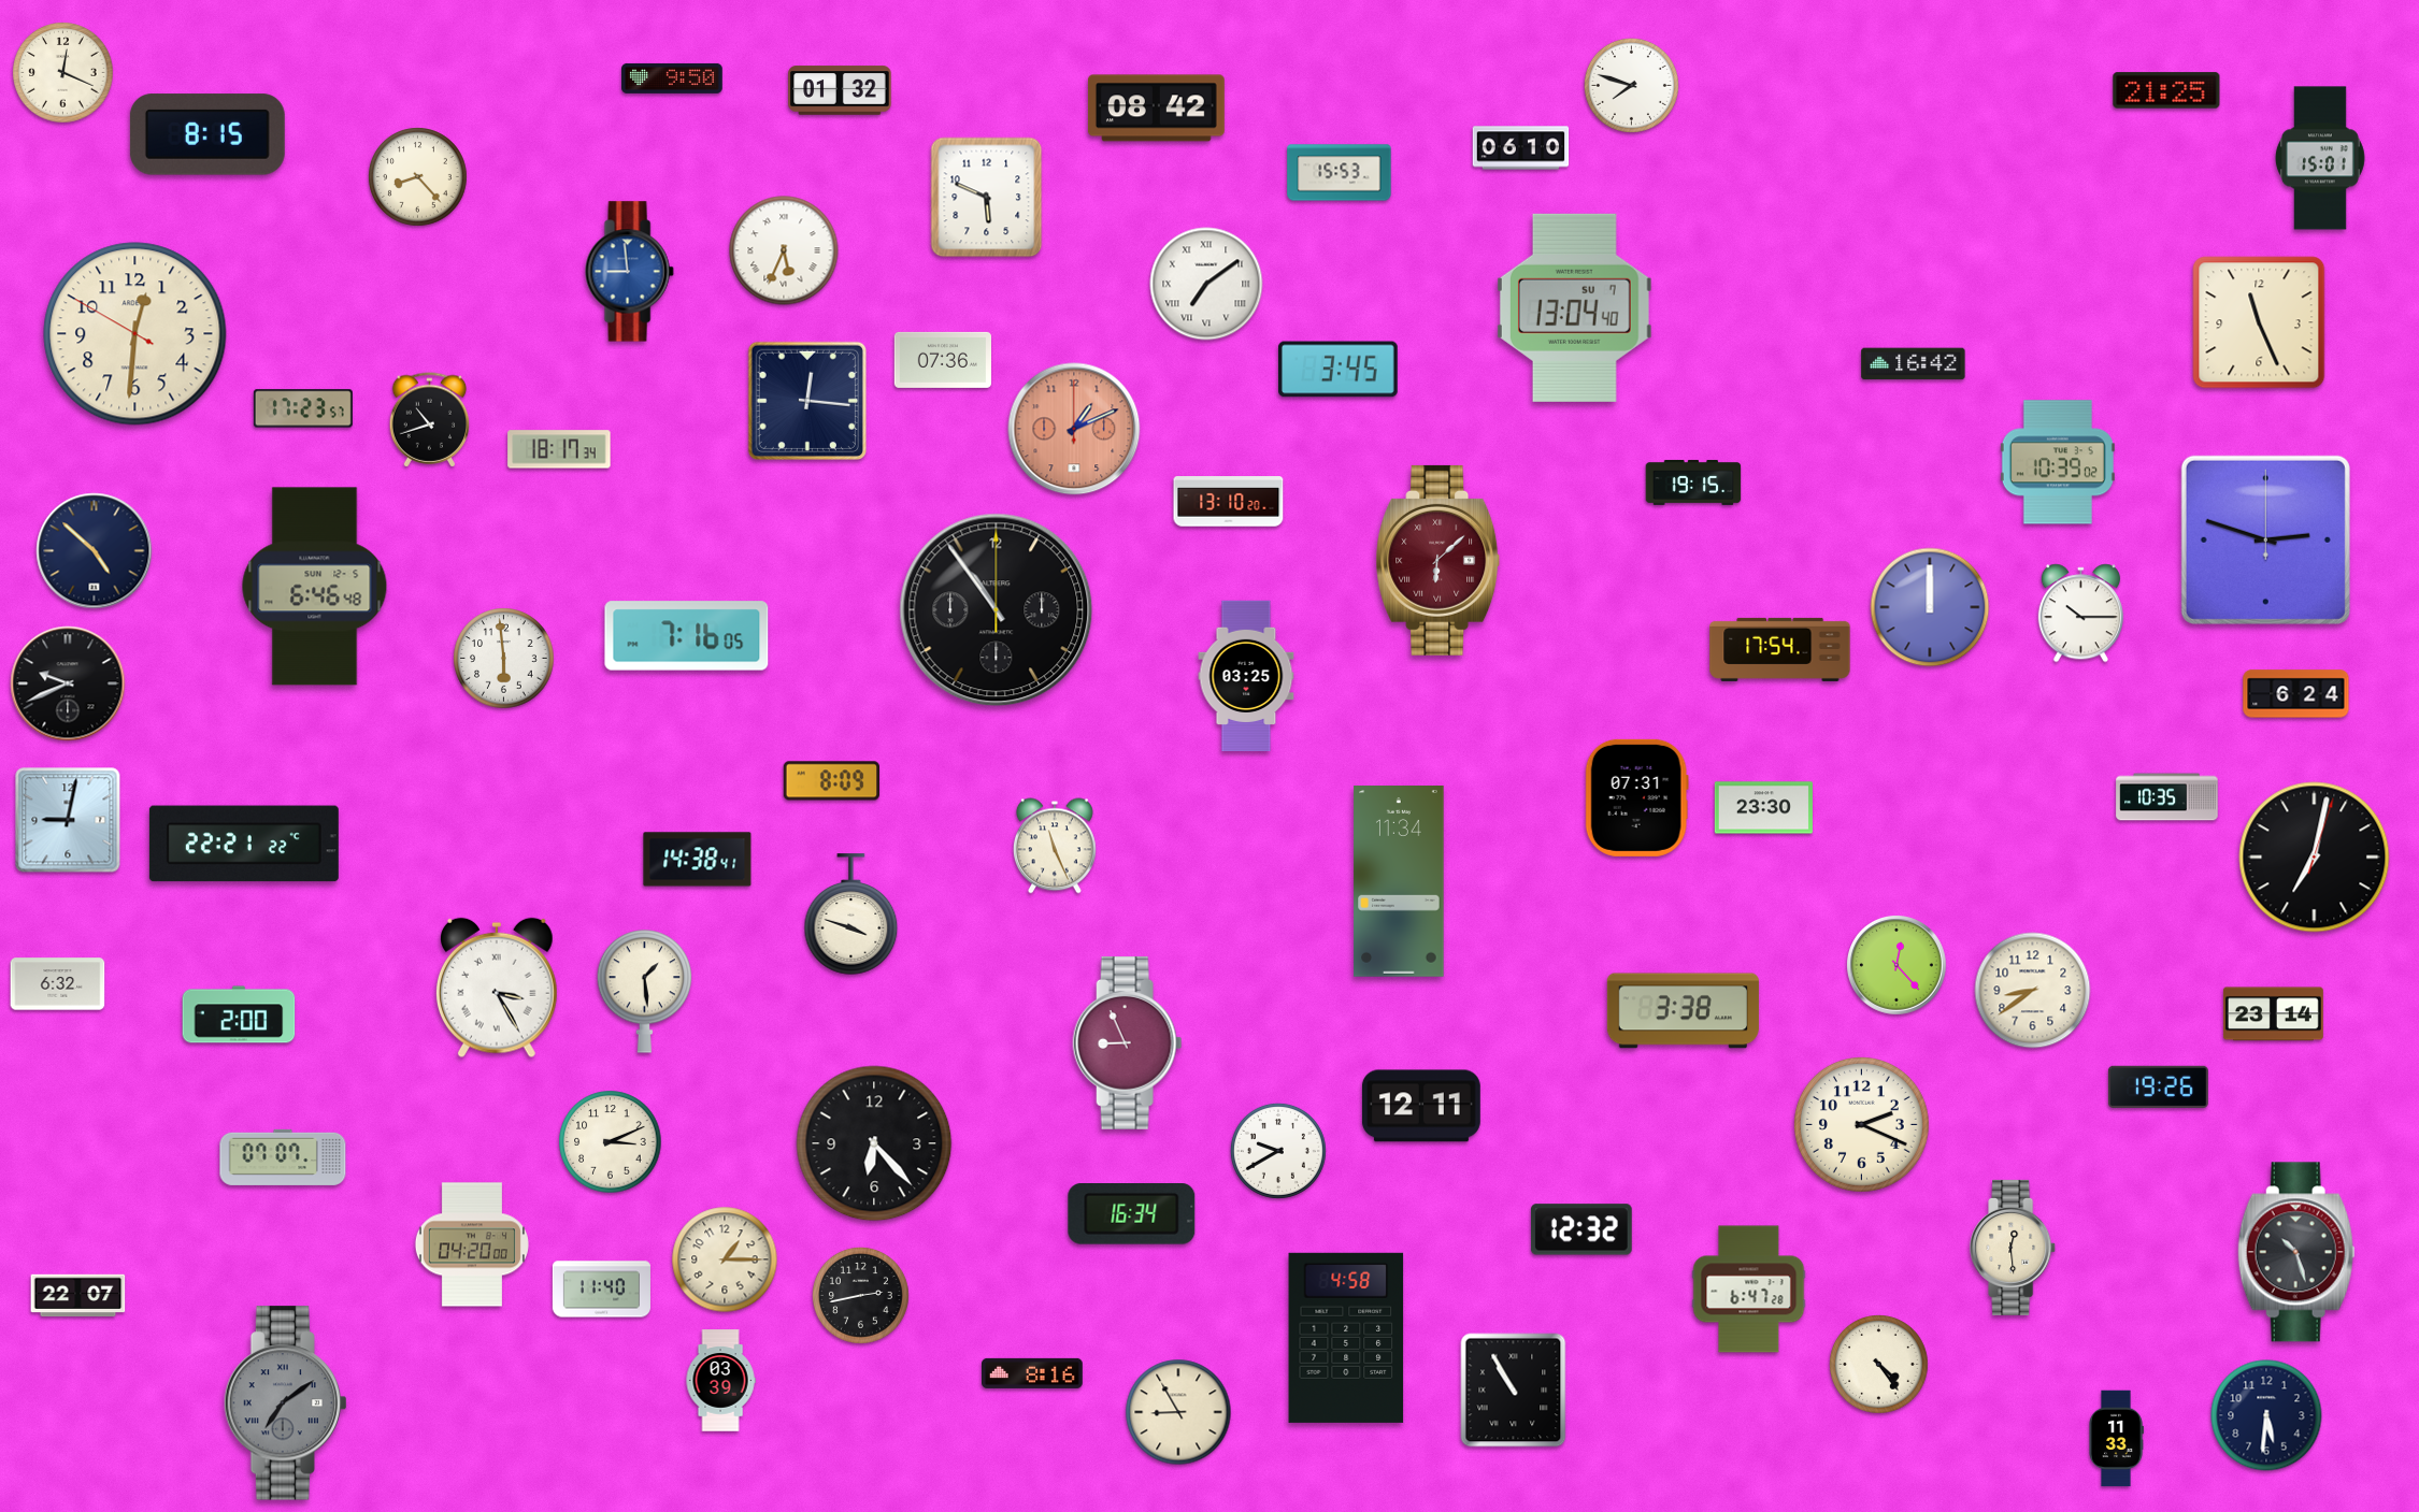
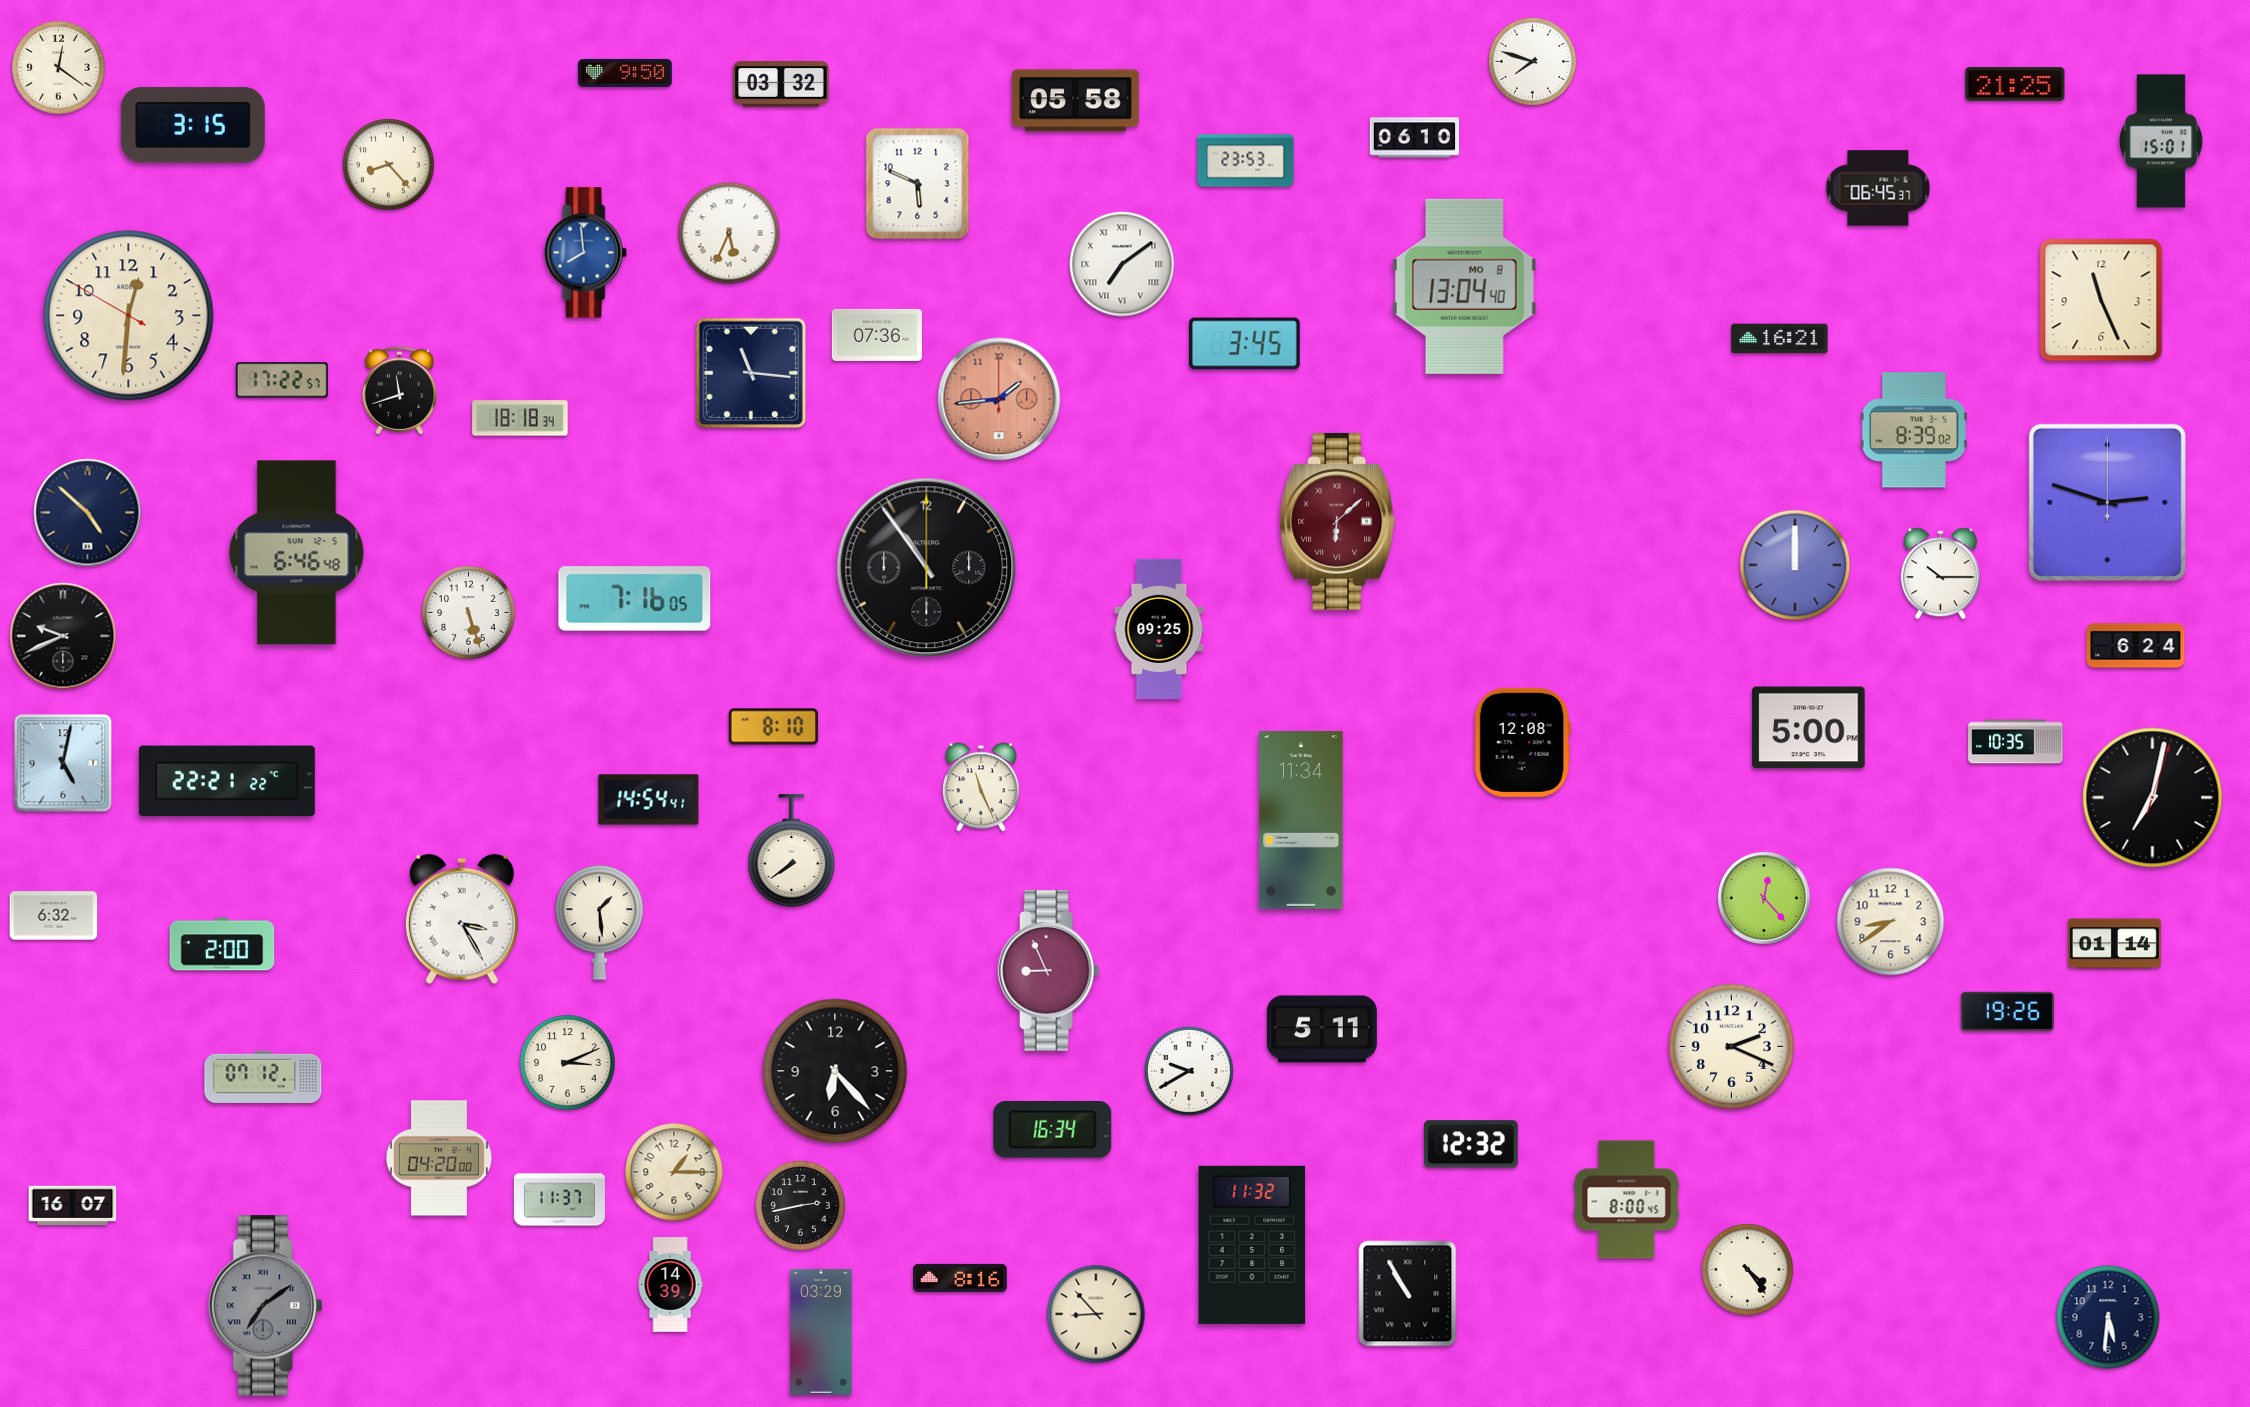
clock at (63, 73): 12:19 -> 12:21
clock at (1631, 85) position: (1631, 85) -> (1532, 61)
clock at (840, 90): 01:32 -> 03:32
clock at (1156, 109): 08:42 -> 05:58
clock at (207, 134): 8:15 -> 3:15
clock at (2320, 158) position: (2320, 158) -> (2161, 141)
clock at (1340, 173): 15:53 -> 23:53
clock at (1878, 188): none -> 06:45
clock at (629, 272): 8:59 -> 7:59
clock at (1574, 307) date: SU 7 -> MO 8
clock at (135, 334) position: (135, 334) -> (129, 316)
clock at (1914, 364): 16:42 -> 16:21
clock at (806, 400): 12:16 -> 11:16
clock at (303, 408): 17:23 -> 17:22
clock at (430, 420): 10:42 -> 11:42
clock at (1074, 429): 1:11 -> 1:44
clock at (559, 449): 18:17 -> 18:18
clock at (2058, 462): 10:39 -> 8:39
clock at (1693, 483): 19:15 -> none
clock at (1229, 502): 13:10 -> none
clock at (315, 587) position: (315, 587) -> (297, 553)
clock at (2080, 614) position: (2080, 614) -> (1940, 574)
clock at (687, 636) position: (687, 636) -> (635, 599)
clock at (1780, 649): 17:54 -> none
clock at (504, 659): 5:59 -> 5:27
clock at (1246, 675): 03:25 -> 09:25
clock at (832, 781): 8:09 -> 8:10
clock at (1809, 728): none -> 5:00
clock at (1636, 797): 07:31 -> 12:08
clock at (1763, 808): 23:30 -> none
clock at (68, 820): 9:02 -> 5:02
clock at (244, 844) position: (244, 844) -> (227, 781)
clock at (698, 860): 14:38 -> 14:54
clock at (851, 915): 3:48 -> 7:39
clock at (1683, 1011): 3:38 -> none
clock at (2273, 1014): 23:14 -> 01:14
clock at (1421, 1106): 12:11 -> 5:11
clock at (874, 1143) position: (874, 1143) -> (835, 1071)
clock at (283, 1157): 07:07 -> 07:12
clock at (2014, 1248): 12:29 -> none
clock at (2296, 1252): 10:27 -> none
clock at (601, 1290): 11:40 -> 11:37
clock at (1749, 1290): 6:47 -> 8:00
clock at (78, 1296): 22:07 -> 16:07
clock at (1346, 1338): 4:58 -> 11:32
clock at (720, 1381): 03:39 -> 14:39
clock at (1178, 1412): 8:55 -> 8:53
clock at (821, 1332): none -> 03:29
clock at (2116, 1439): 11:33 -> none
